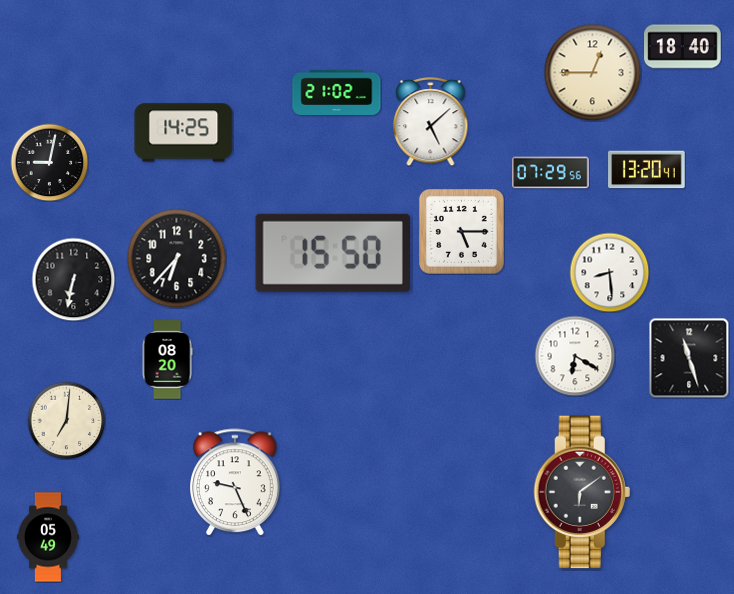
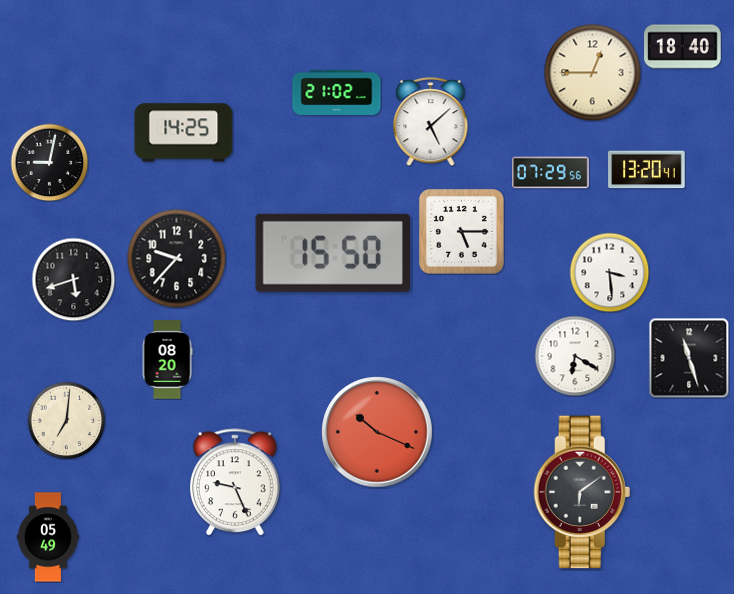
clock at (177, 259): 6:37 -> 9:37
clock at (609, 272): 8:29 -> 3:29
clock at (73, 279): 6:32 -> 5:42
clock at (377, 432): none -> 10:19
